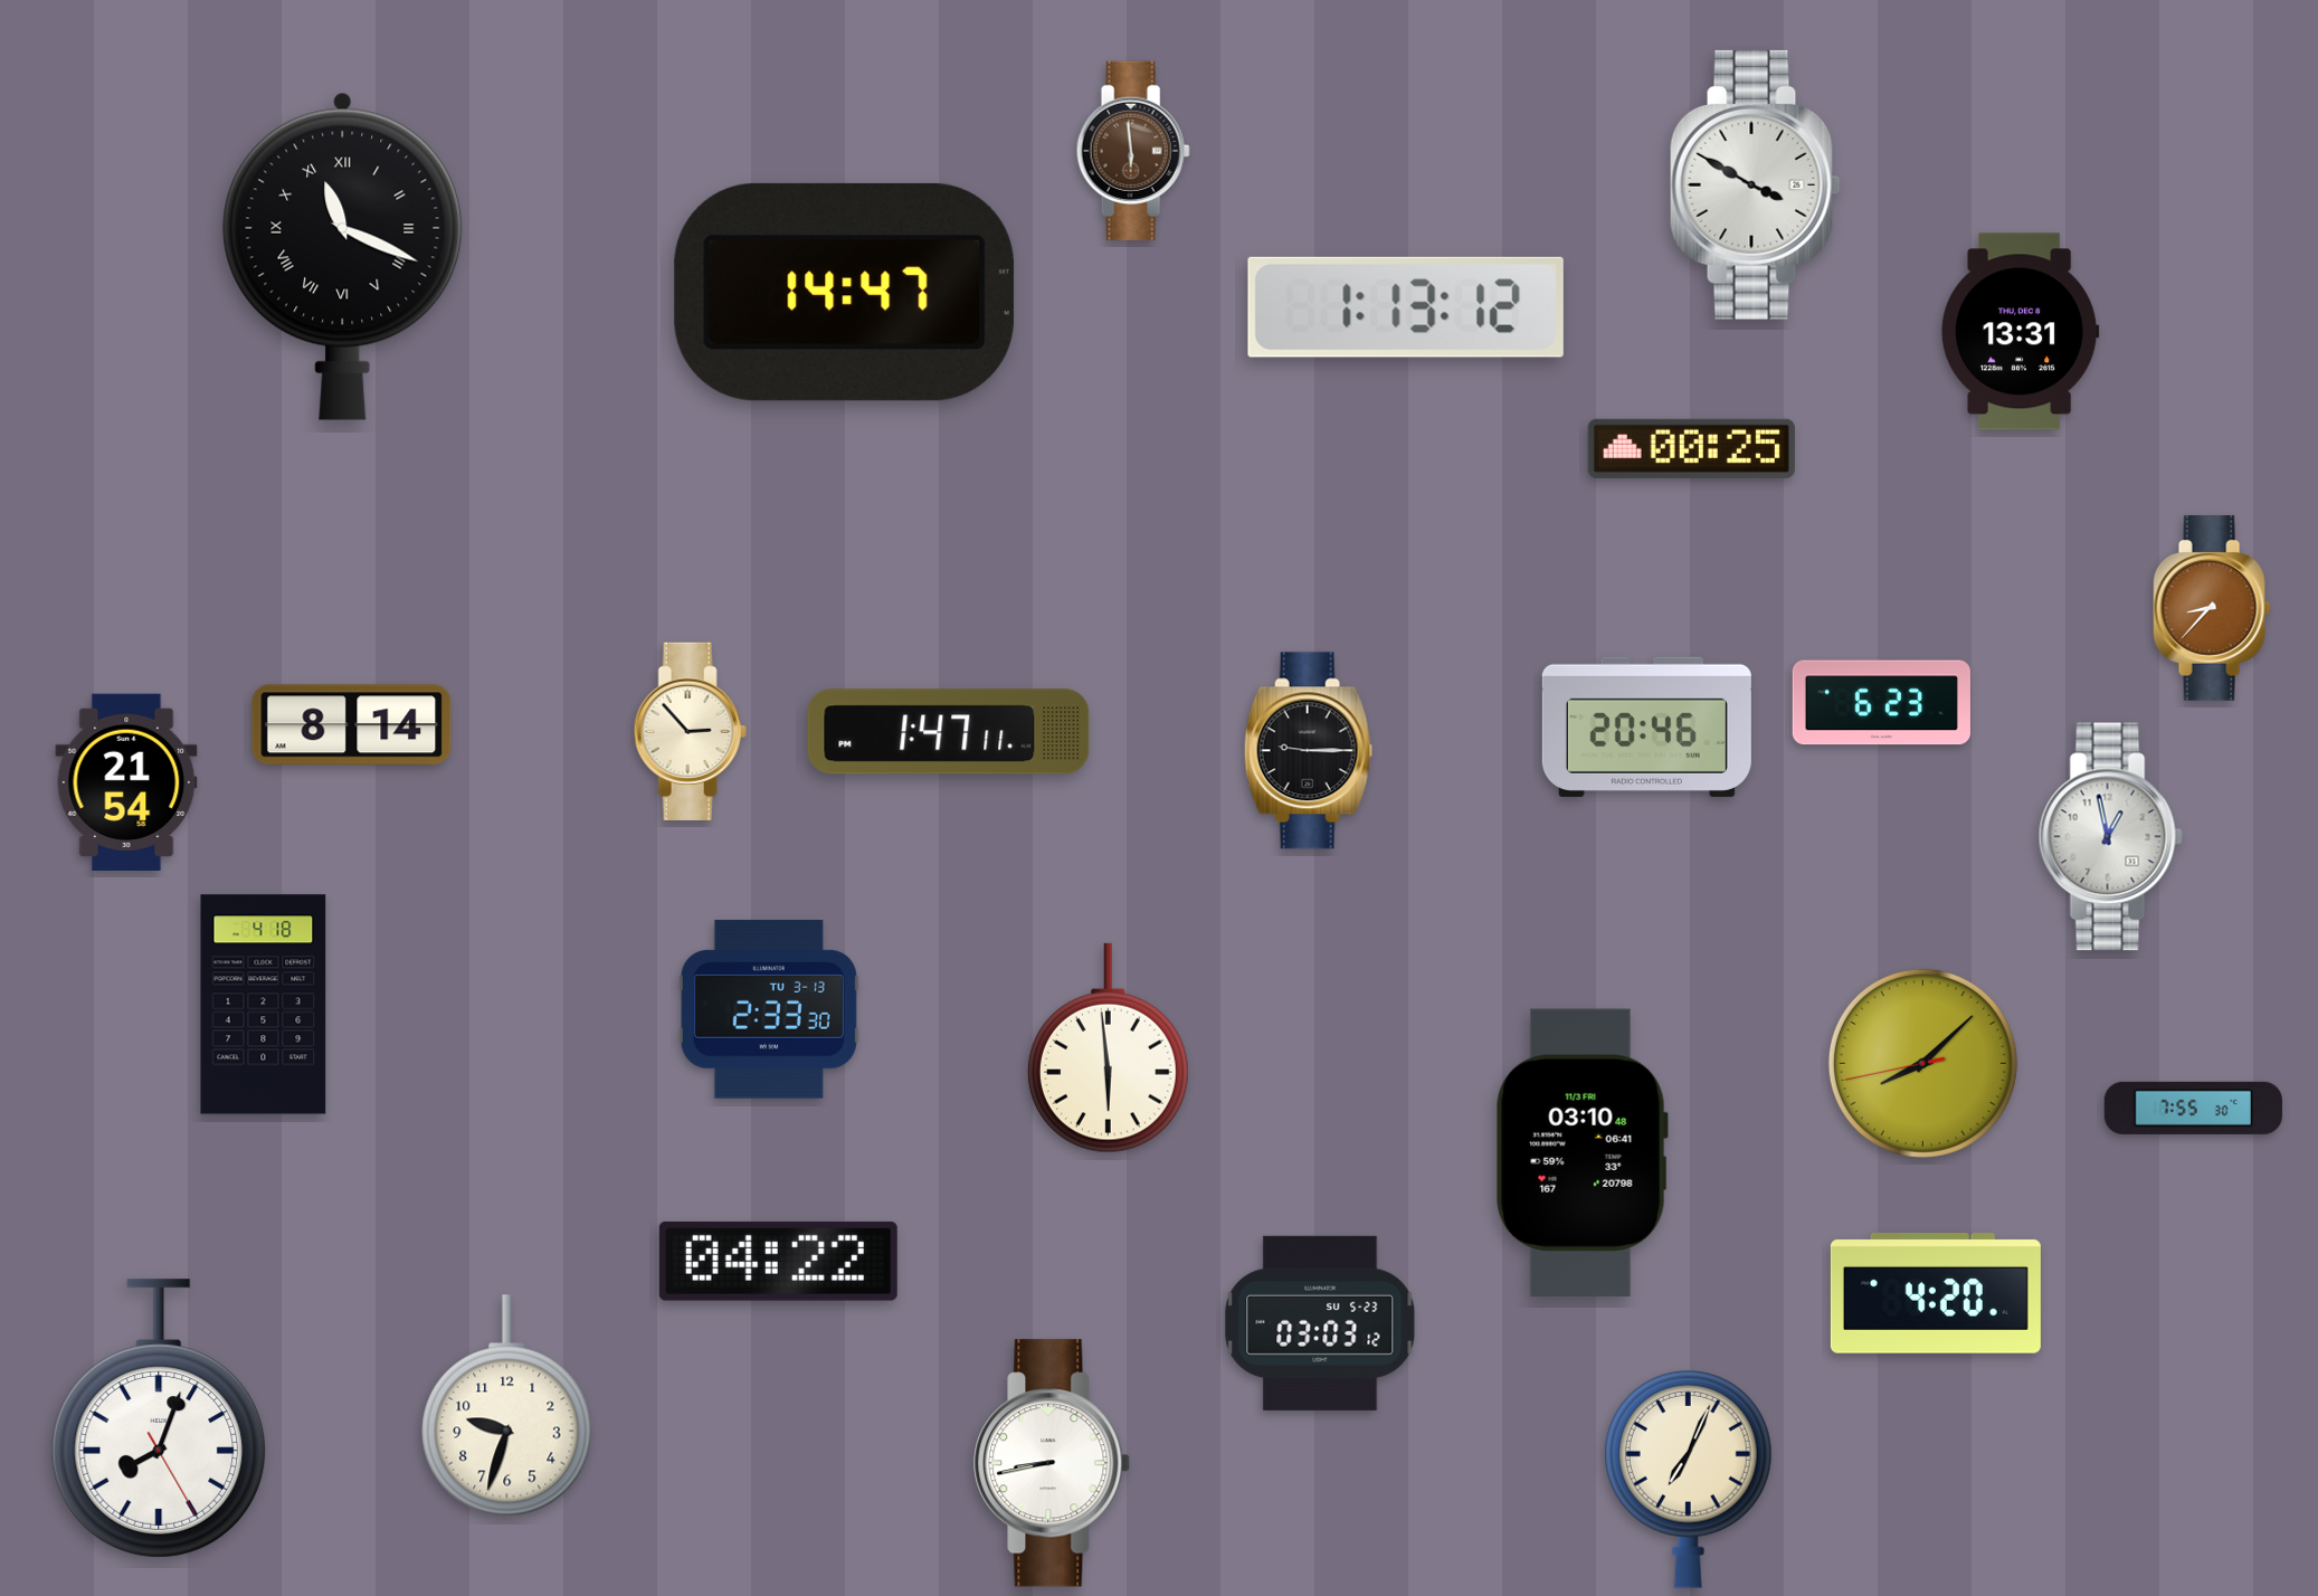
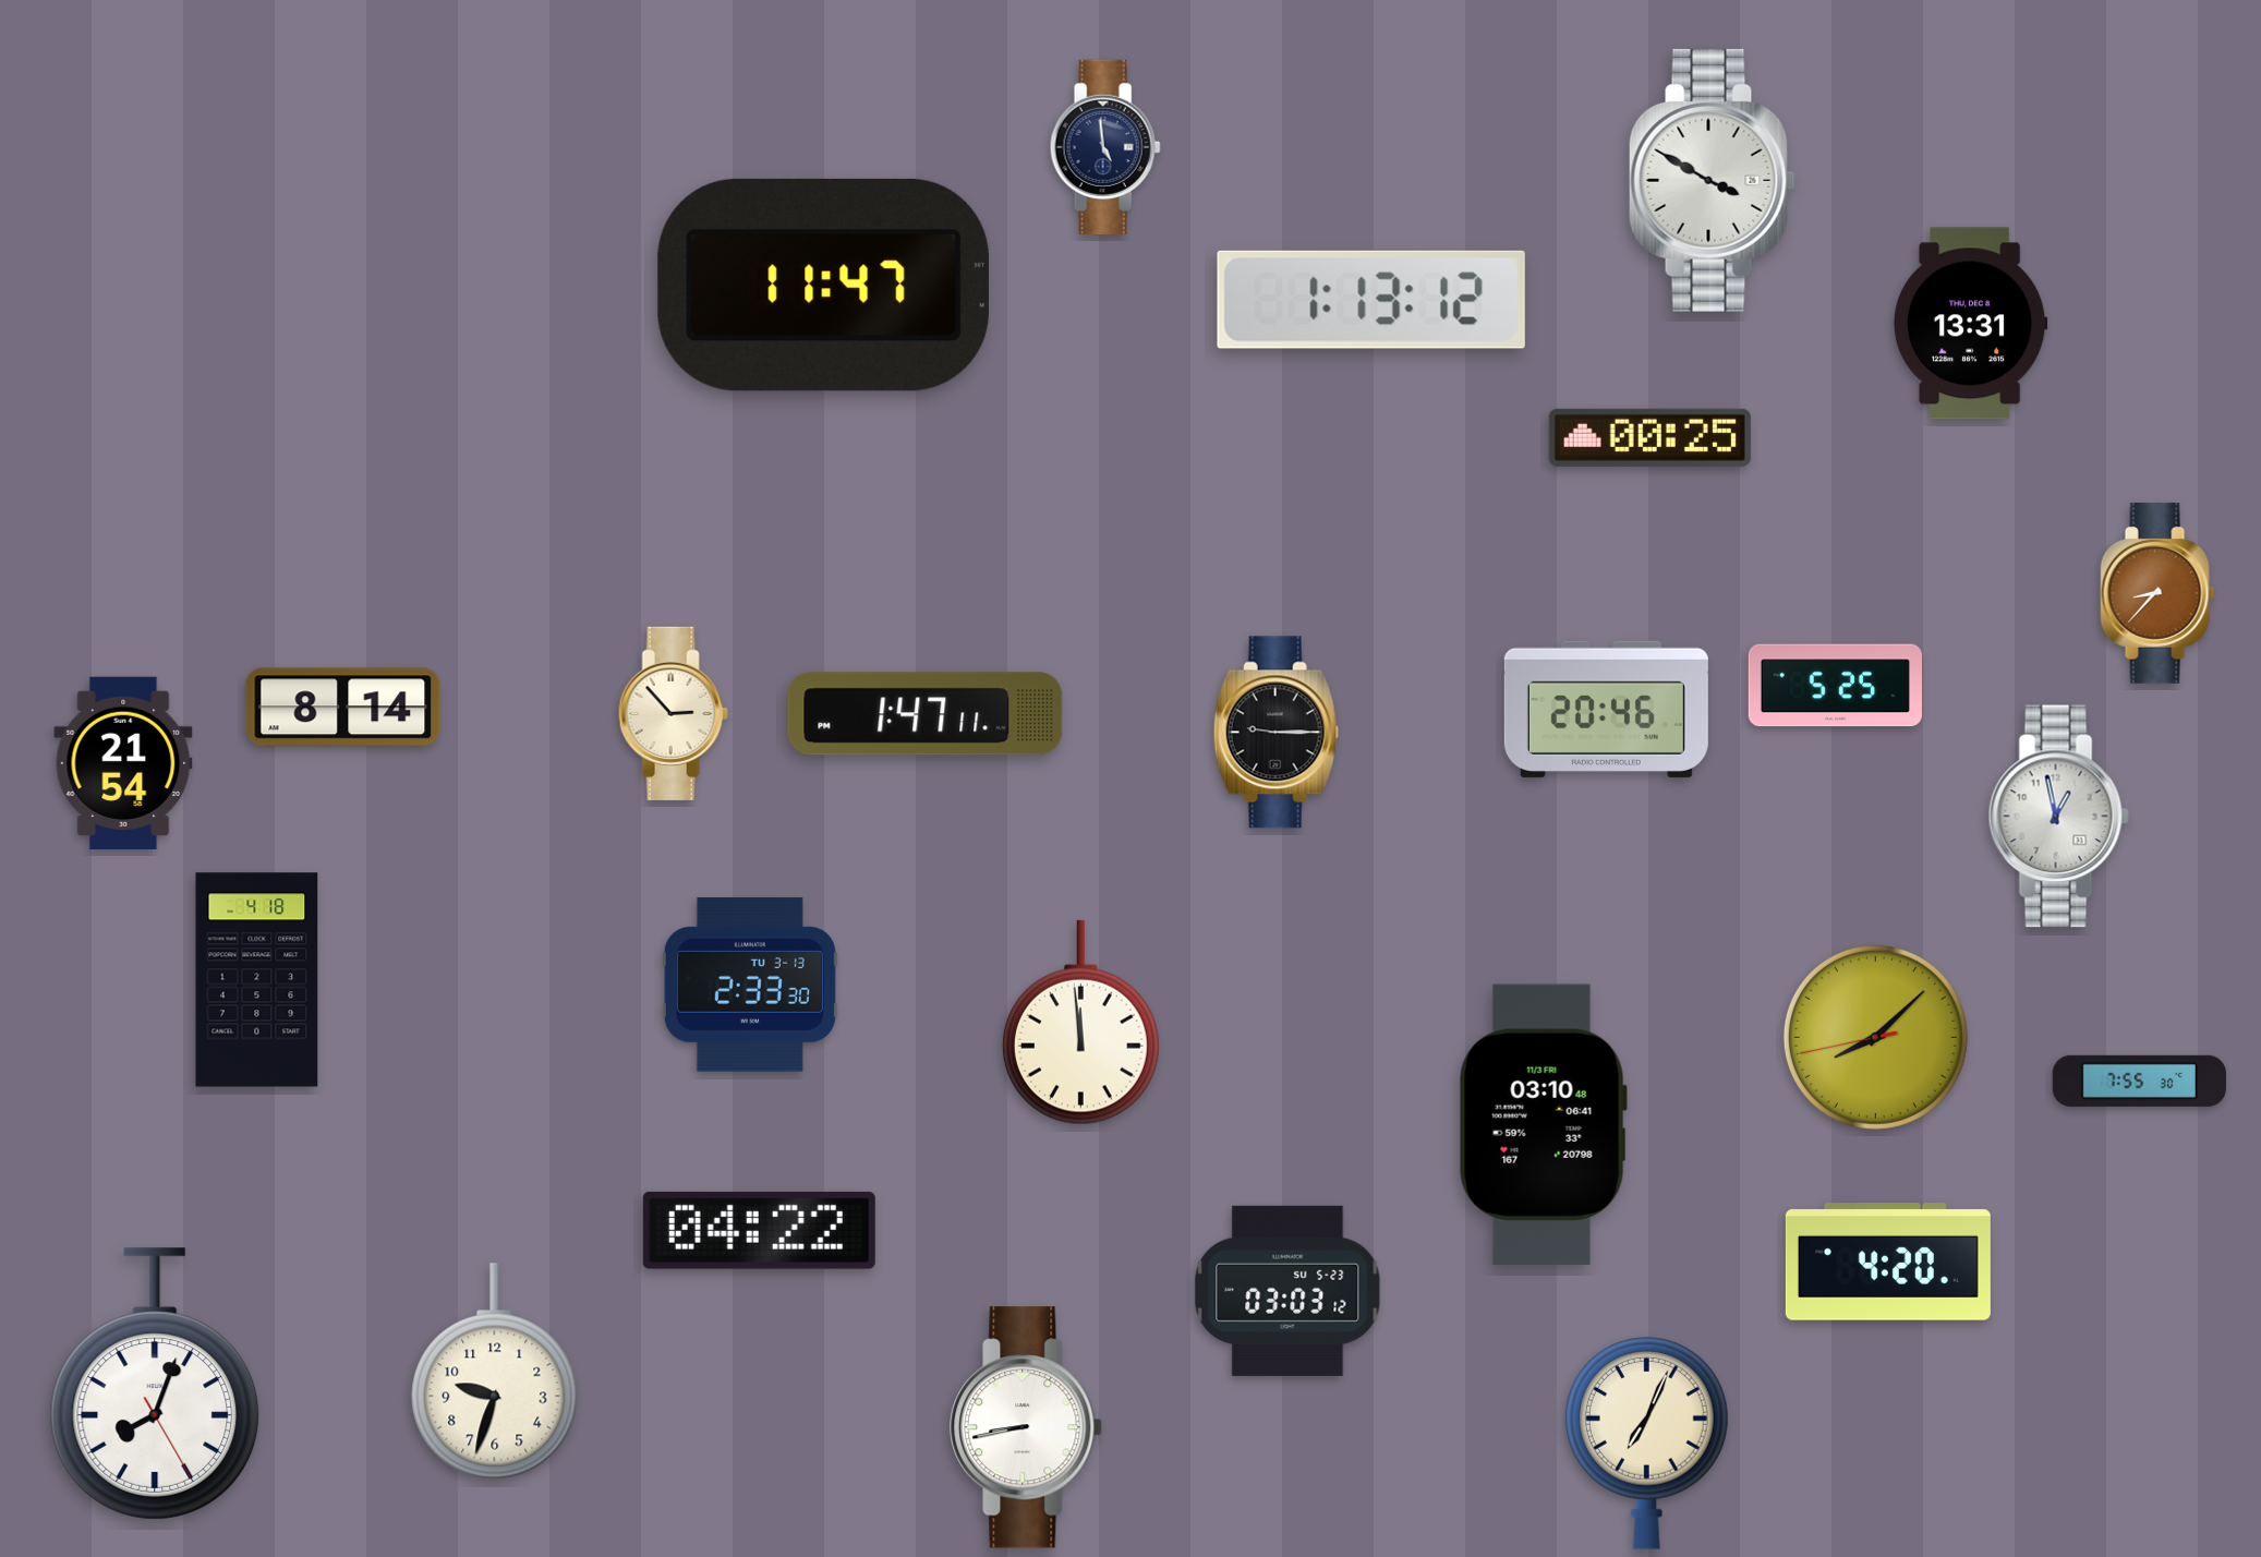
clock at (1133, 151): 5:59 -> 4:59
clock at (1133, 151) dial: brown -> navy
clock at (343, 256): 11:19 -> none
clock at (844, 292): 14:47 -> 11:47
clock at (1881, 703): 6:23 -> 5:25
clock at (1108, 1048): 5:59 -> 11:59
